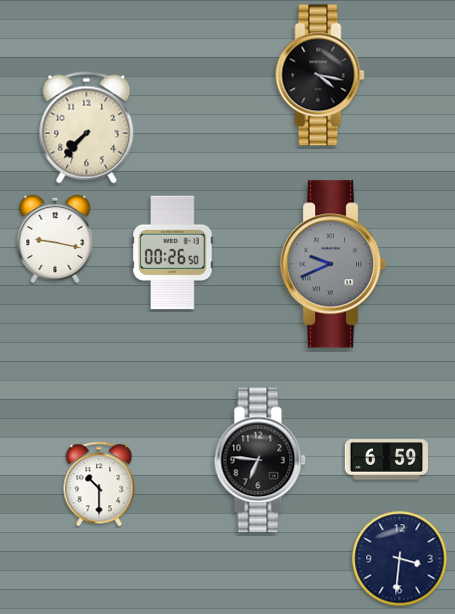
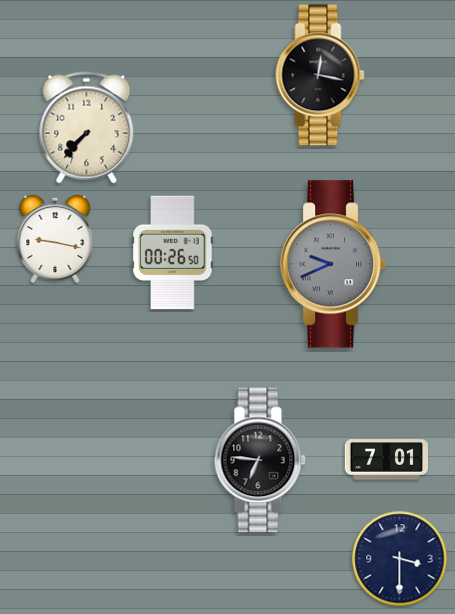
clock at (320, 75): 4:17 -> 12:17
clock at (386, 460): 6:59 -> 7:01
clock at (99, 484): 10:30 -> none
clock at (400, 559): 3:31 -> 3:30
